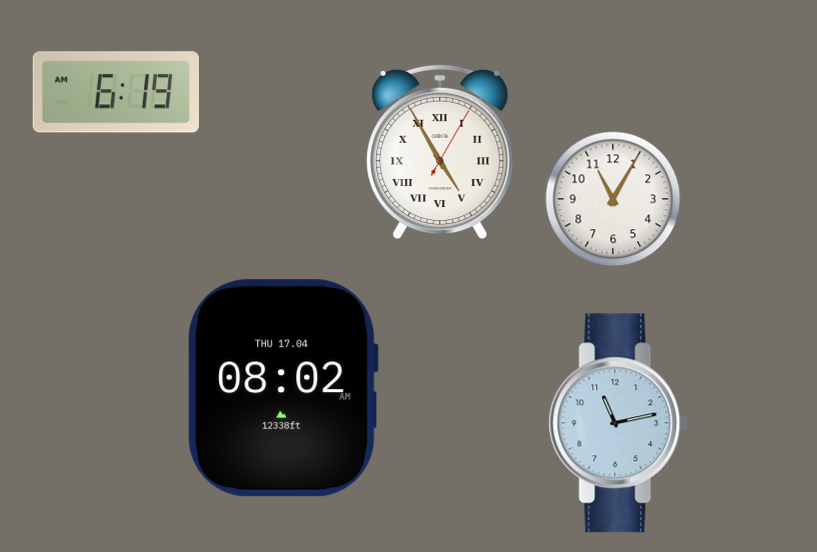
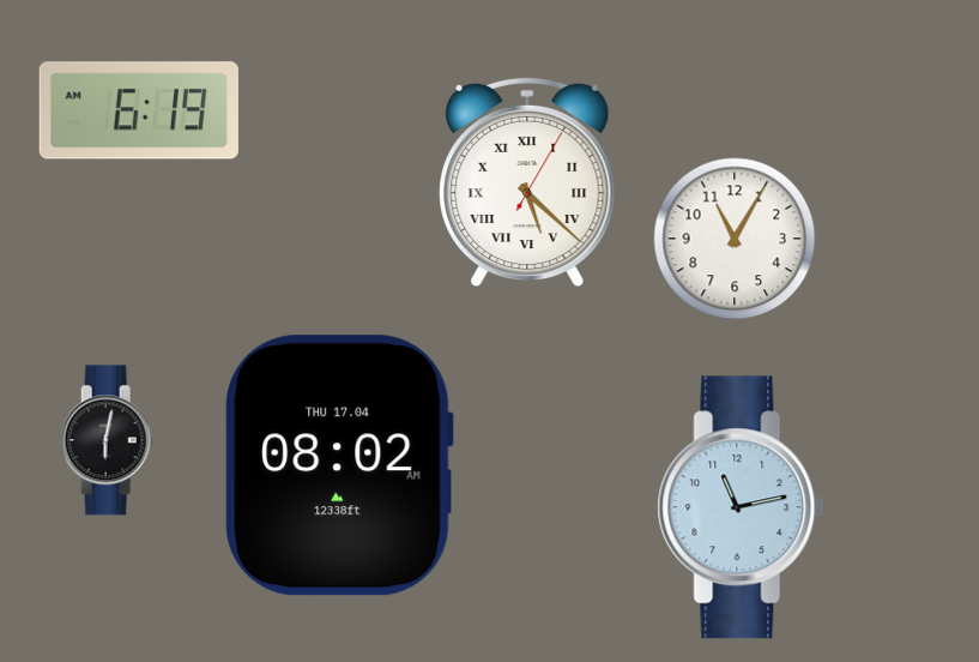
clock at (440, 152): 4:55 -> 5:22
clock at (108, 440): none -> 6:02
